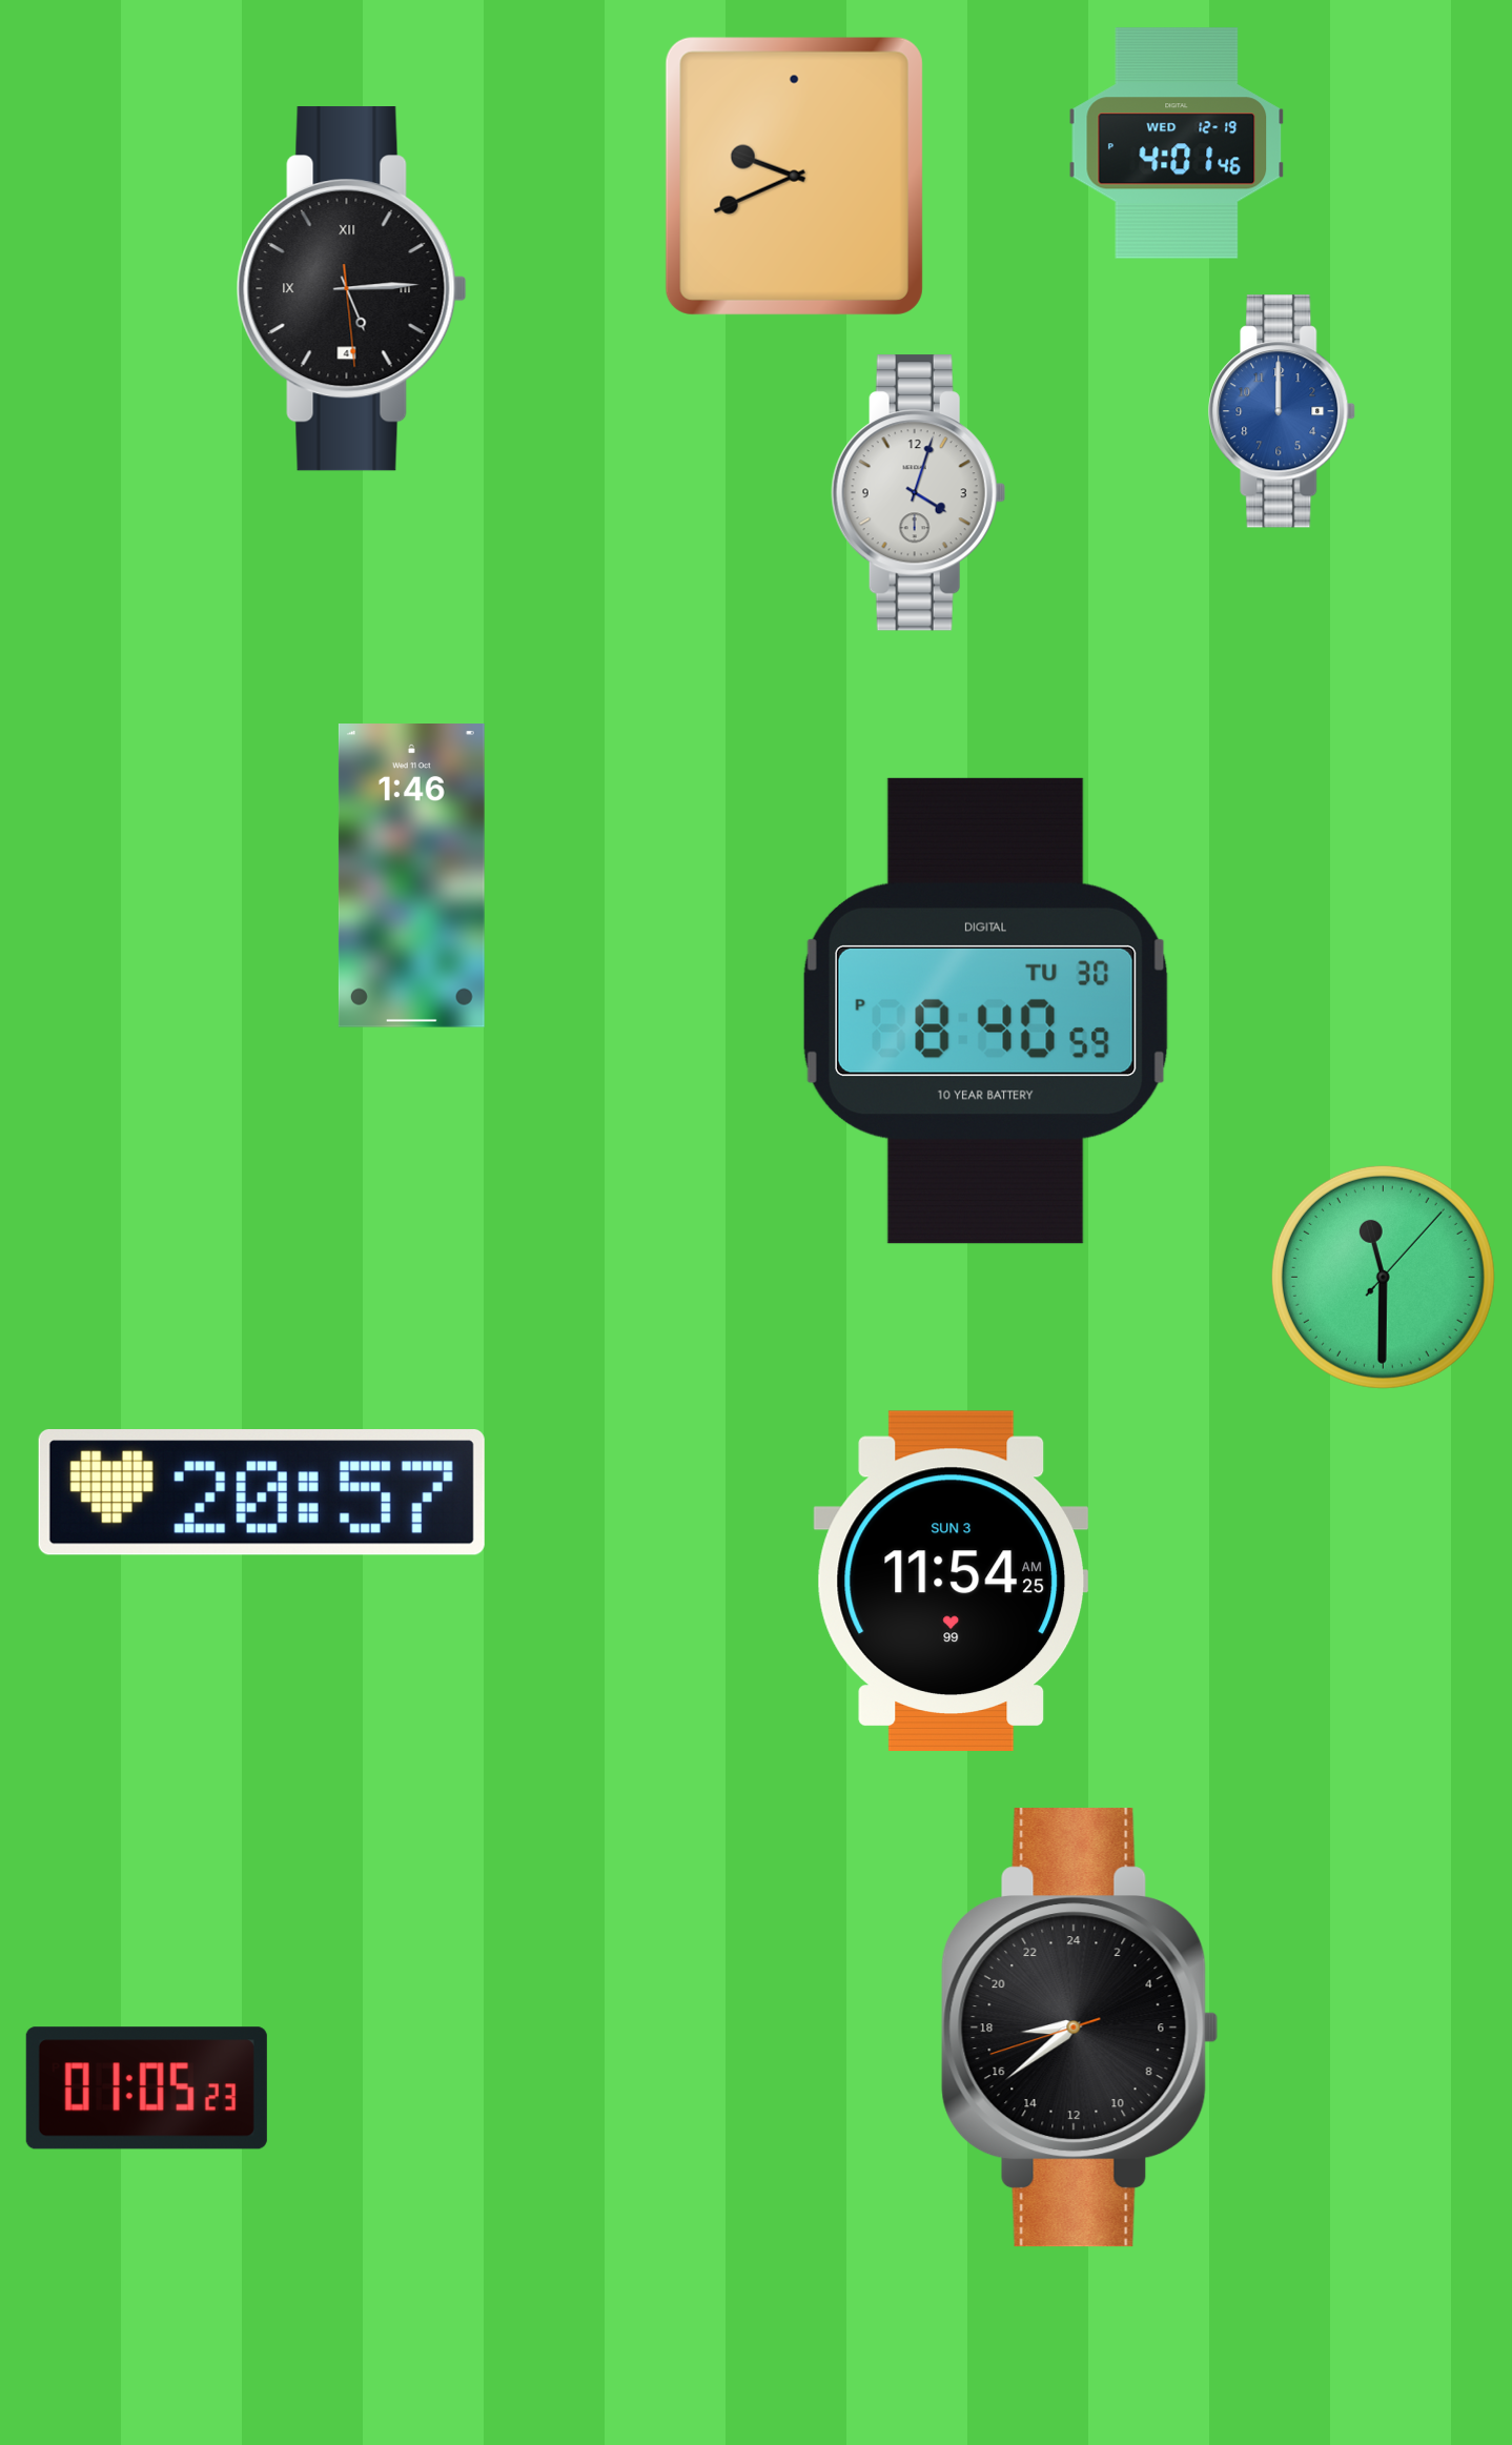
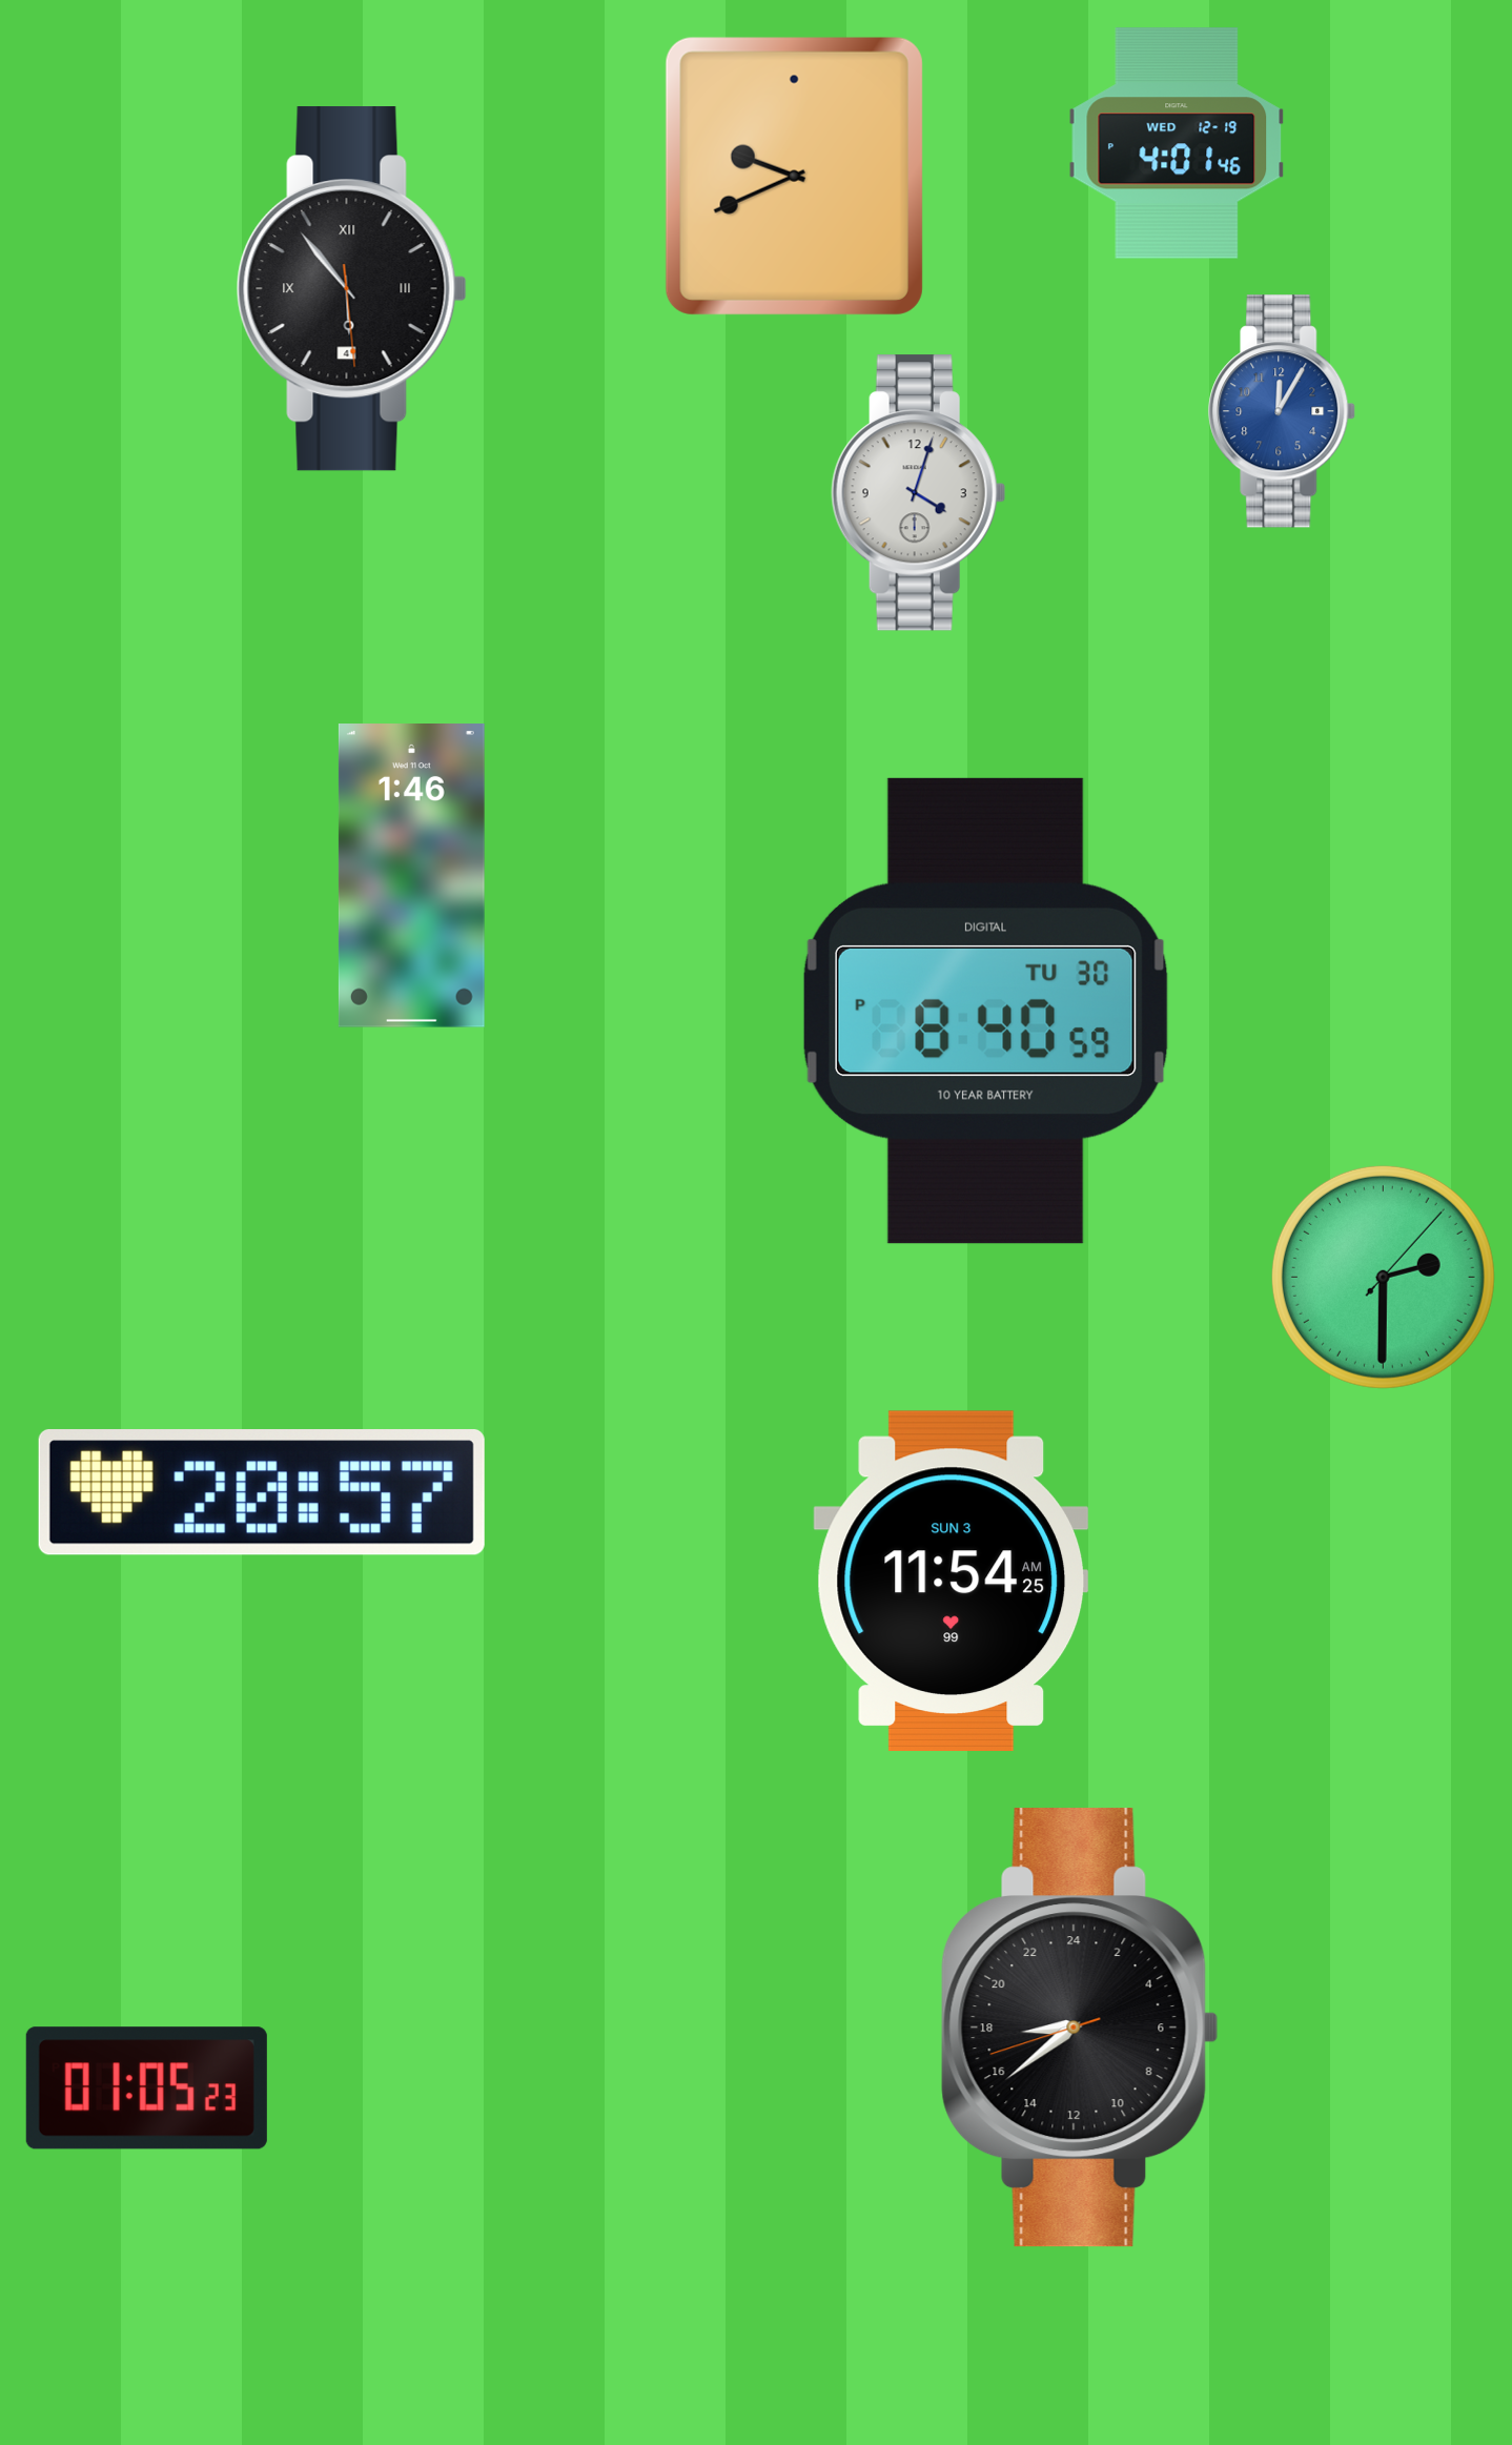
clock at (351, 289): 5:14 -> 5:53
clock at (1283, 411): 12:00 -> 12:05
clock at (1383, 1277): 11:30 -> 2:30
